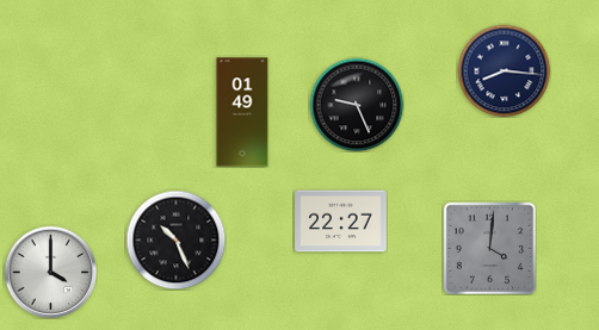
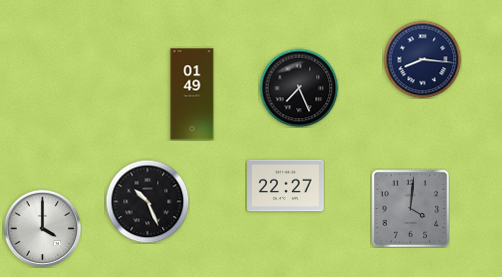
clock at (357, 105): 9:26 -> 7:26
clock at (242, 112) position: (242, 112) -> (192, 94)
